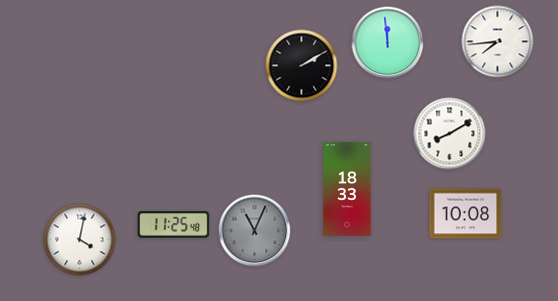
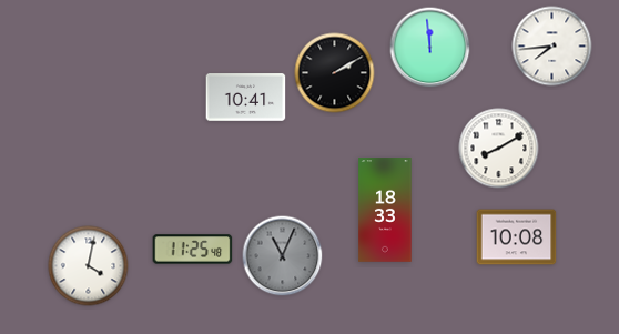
clock at (246, 98): none -> 10:41
